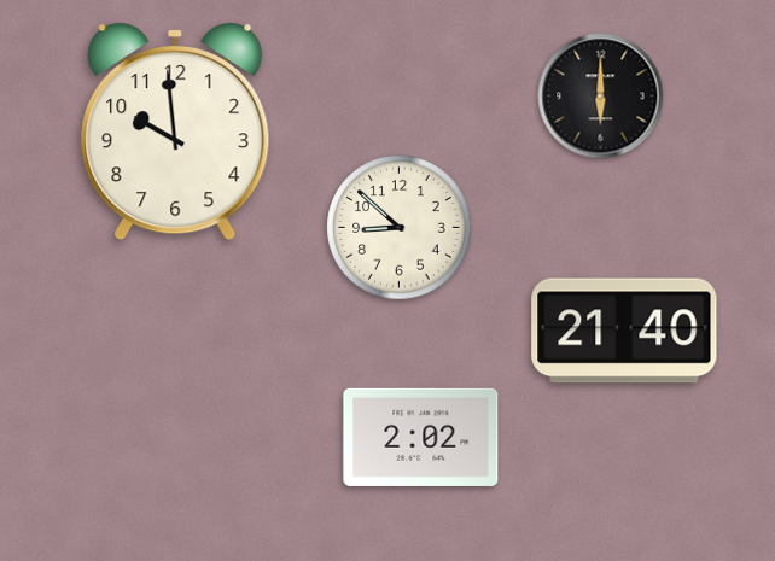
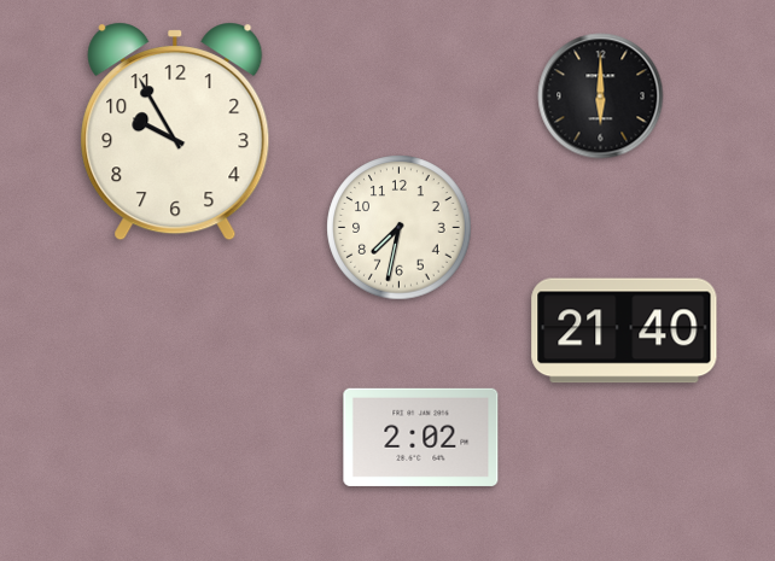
clock at (175, 132): 9:59 -> 9:55
clock at (400, 228): 8:52 -> 7:32
